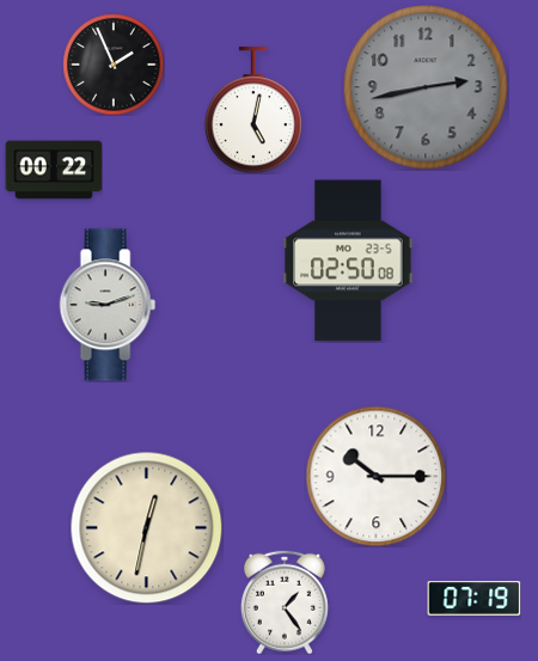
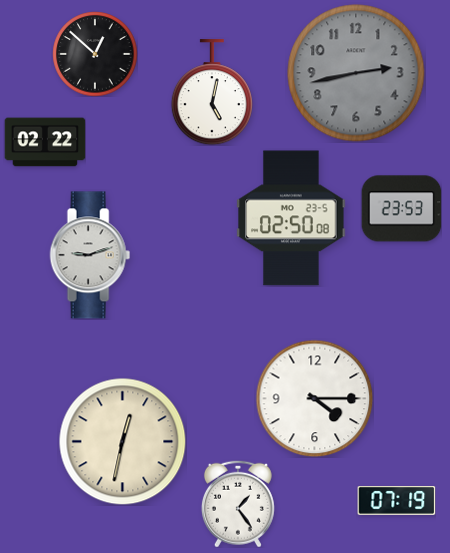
clock at (114, 65): 1:56 -> 12:52
clock at (54, 170): 00:22 -> 02:22
clock at (401, 209): none -> 23:53
clock at (375, 476): 10:15 -> 4:15
